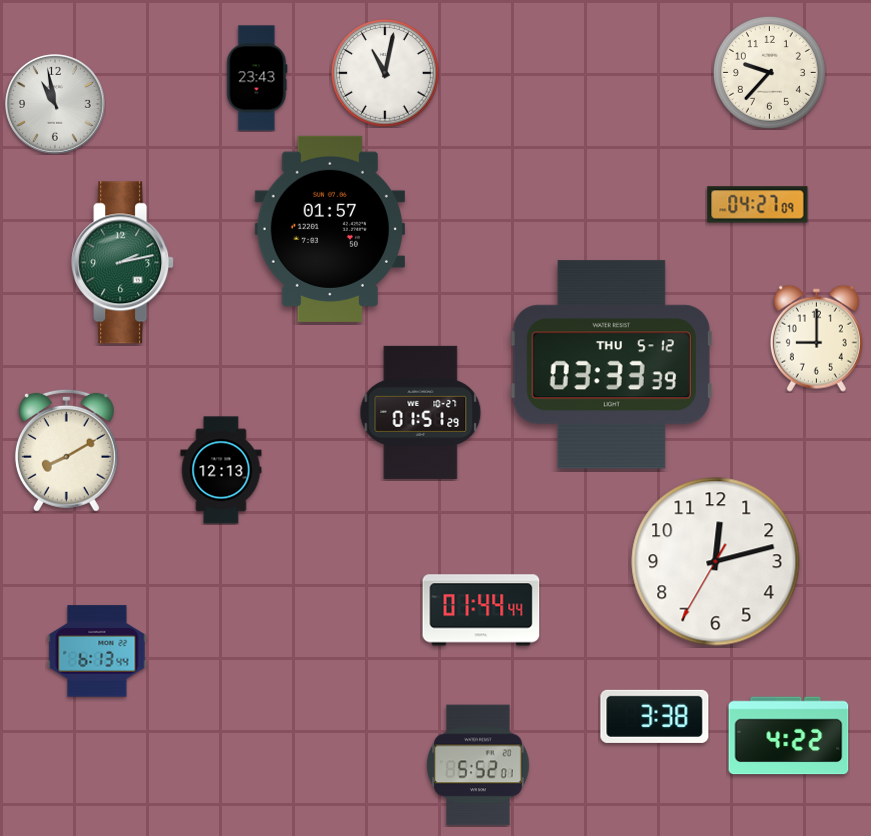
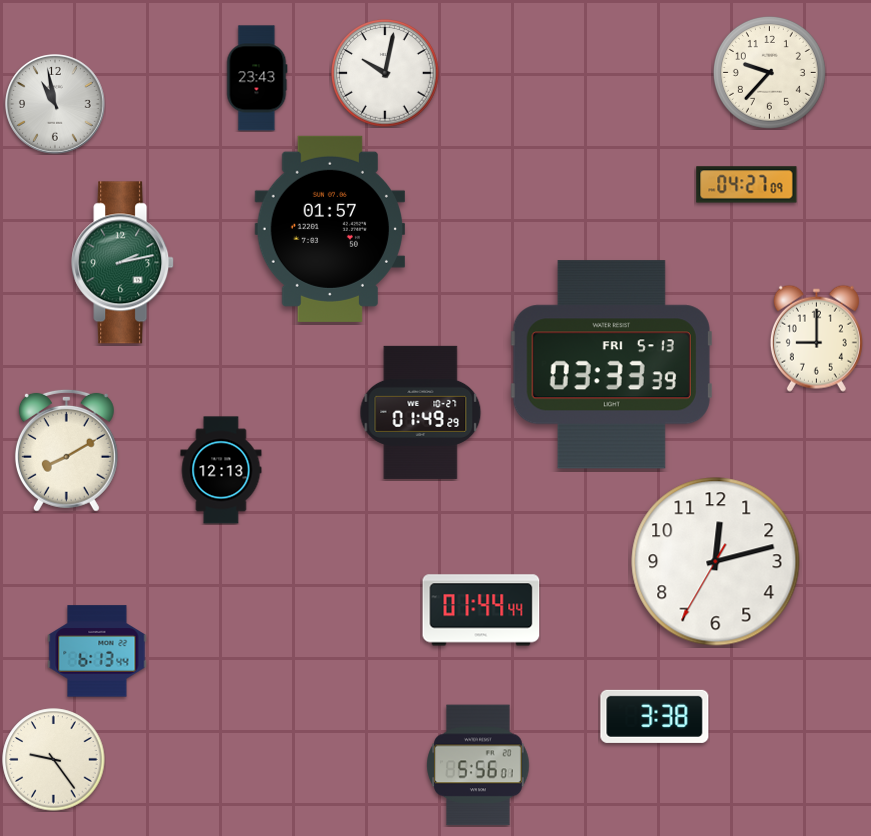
clock at (385, 73): 11:02 -> 10:02
clock at (758, 205) position: (758, 205) -> (747, 185)
clock at (611, 365) date: THU 5-12 -> FRI 5-13
clock at (421, 412): 01:51 -> 01:49
clock at (789, 736): 4:22 -> none
clock at (54, 760): none -> 9:24
clock at (478, 765): 5:52 -> 5:56
